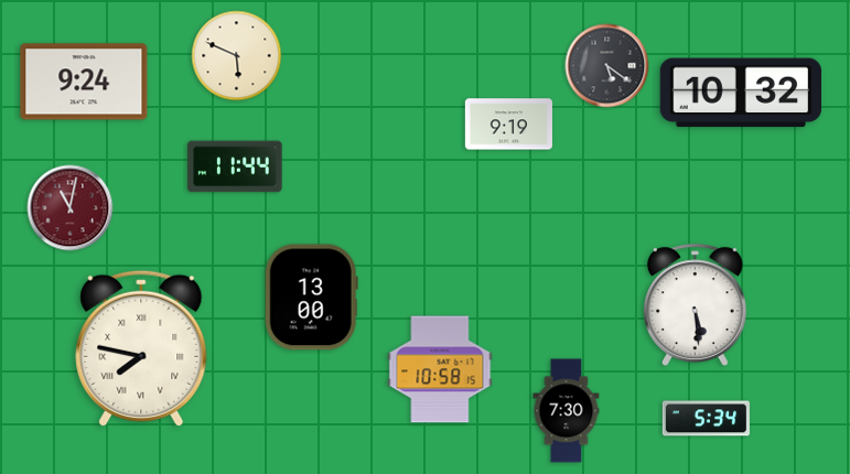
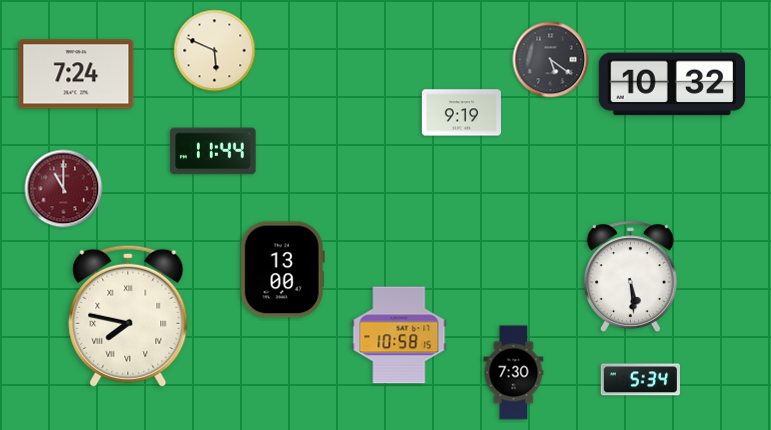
clock at (84, 82): 9:24 -> 7:24
clock at (71, 208): 11:02 -> 11:00
